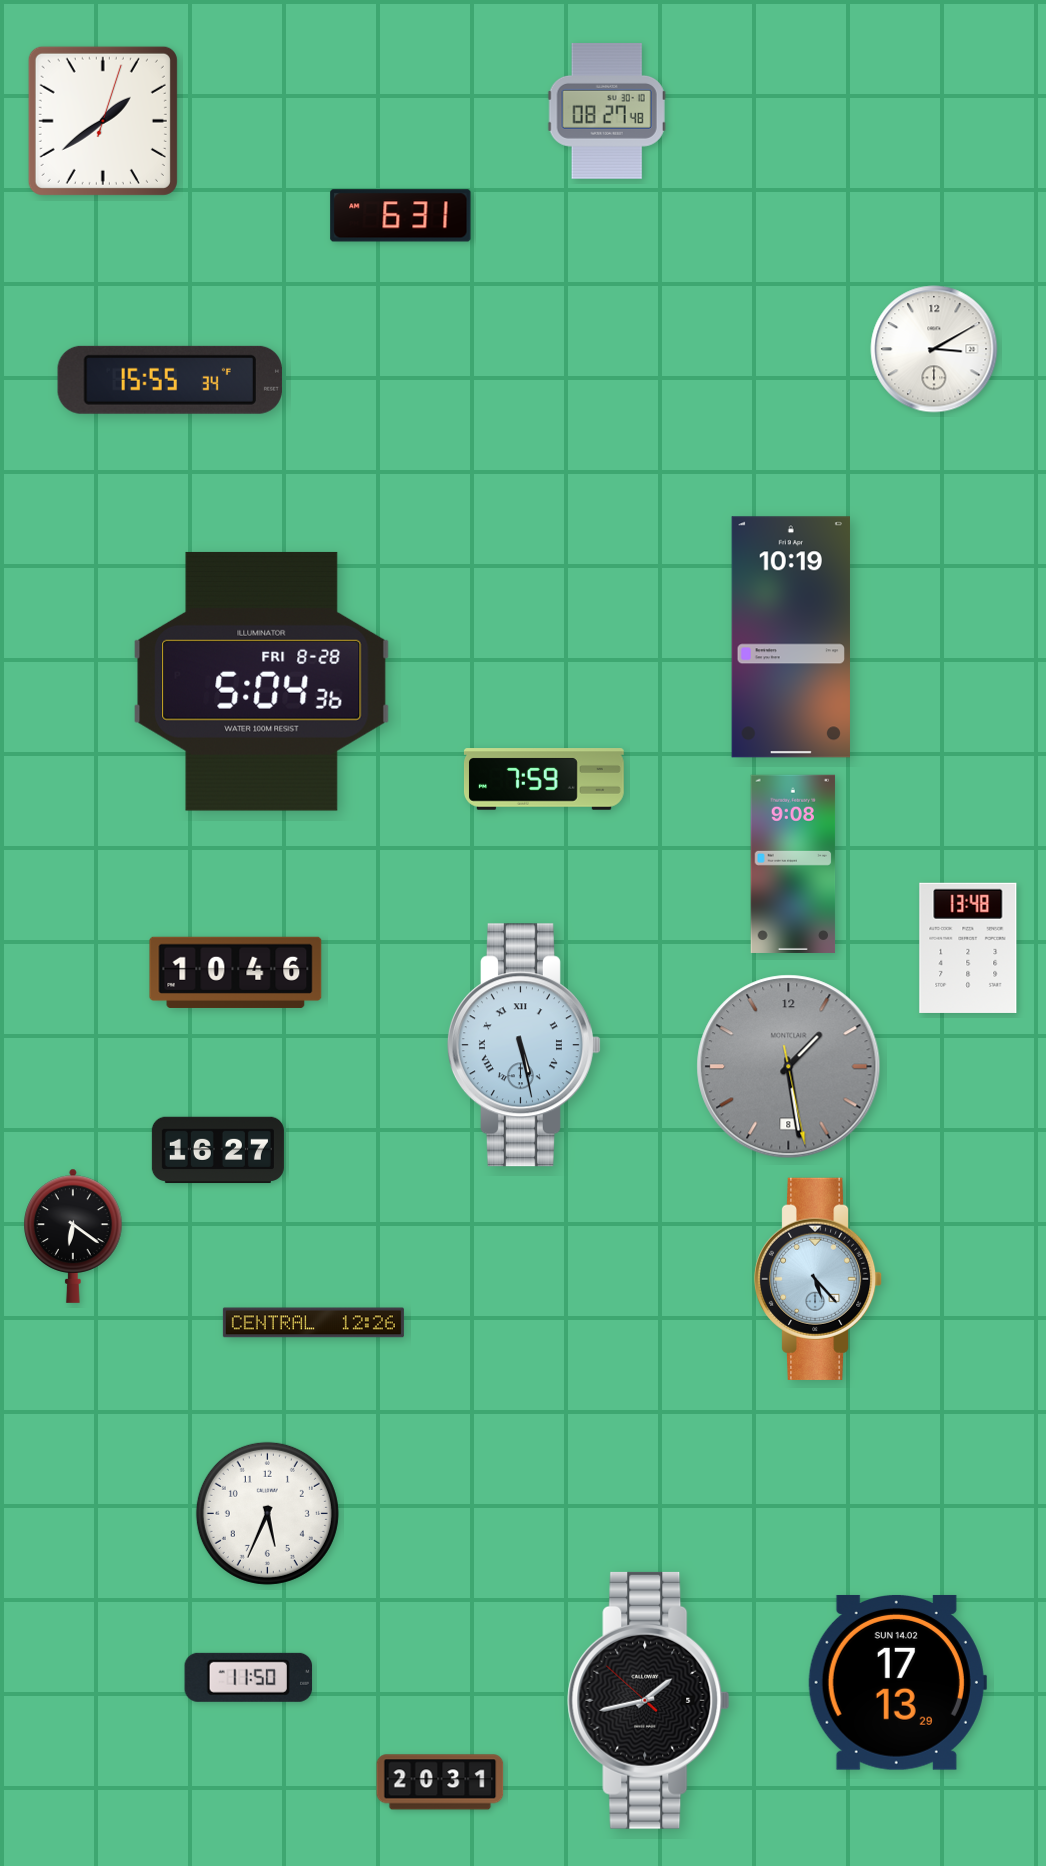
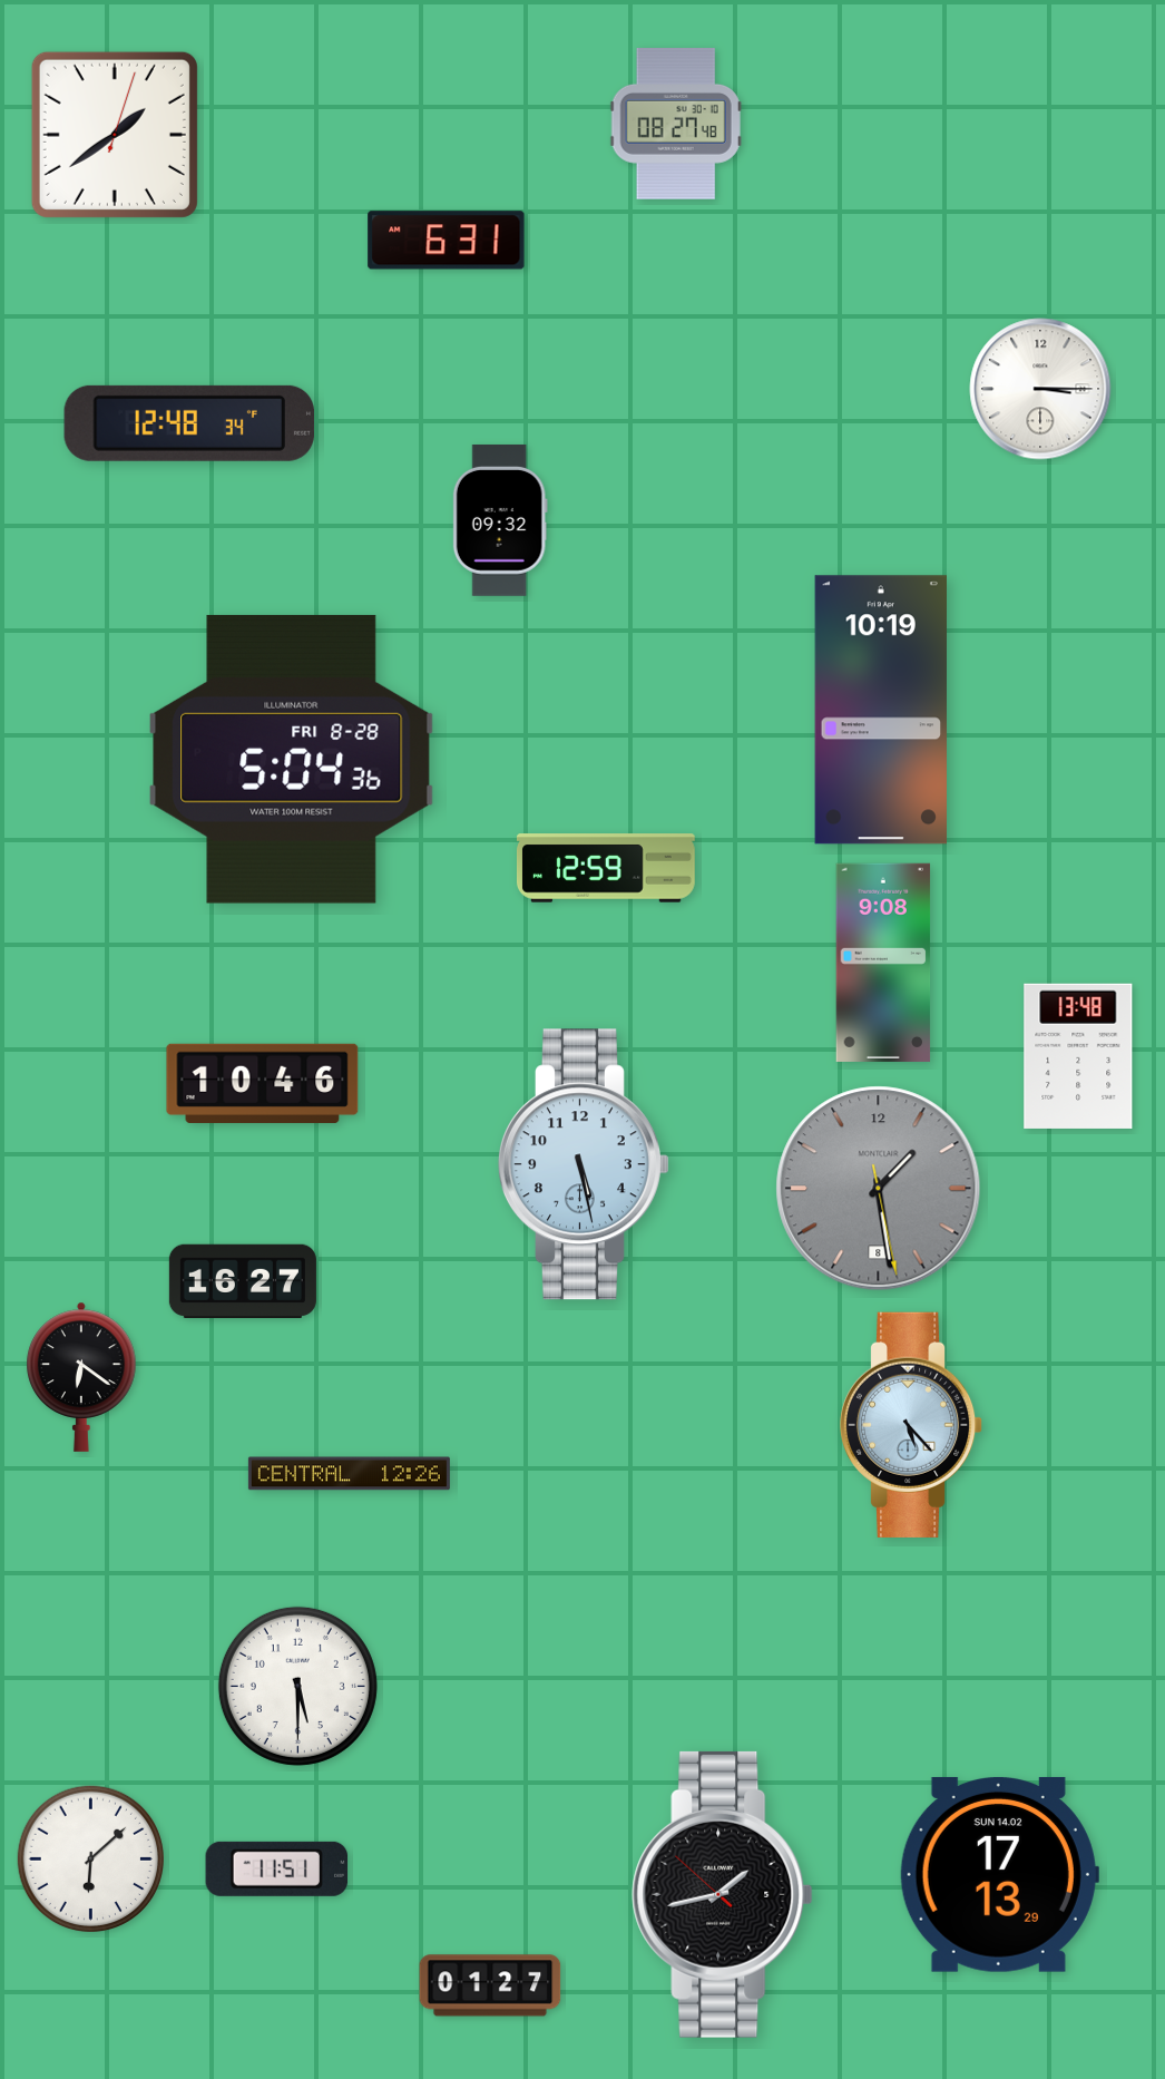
clock at (934, 349): 3:10 -> 3:15
clock at (170, 380): 15:55 -> 12:48
clock at (500, 520): none -> 09:32
clock at (544, 779): 7:59 -> 12:59
clock at (524, 1045) numerals: Roman -> Arabic
clock at (267, 1513): 5:34 -> 5:30
clock at (90, 1858): none -> 6:08
clock at (249, 1677): 11:50 -> 11:51
clock at (440, 1782): 20:31 -> 01:27
